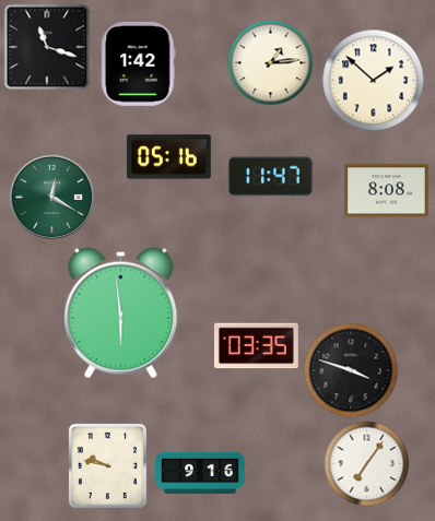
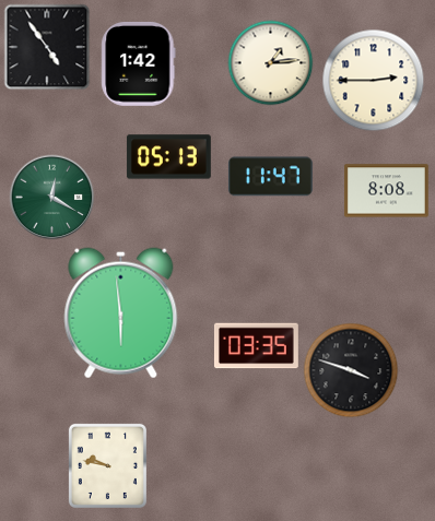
clock at (47, 47): 11:18 -> 4:54
clock at (373, 80): 1:52 -> 2:45
clock at (168, 157): 05:16 -> 05:13
clock at (366, 463): 7:06 -> none
clock at (200, 473): 9:16 -> none
